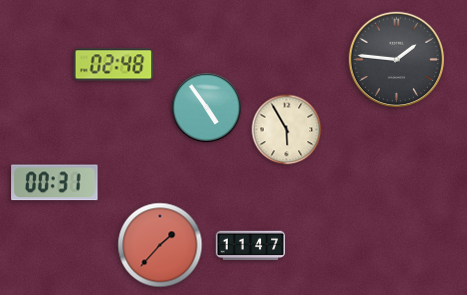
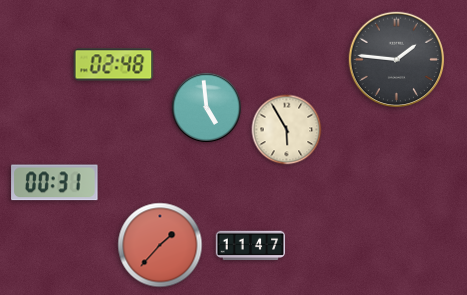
clock at (206, 107): 4:54 -> 4:59
